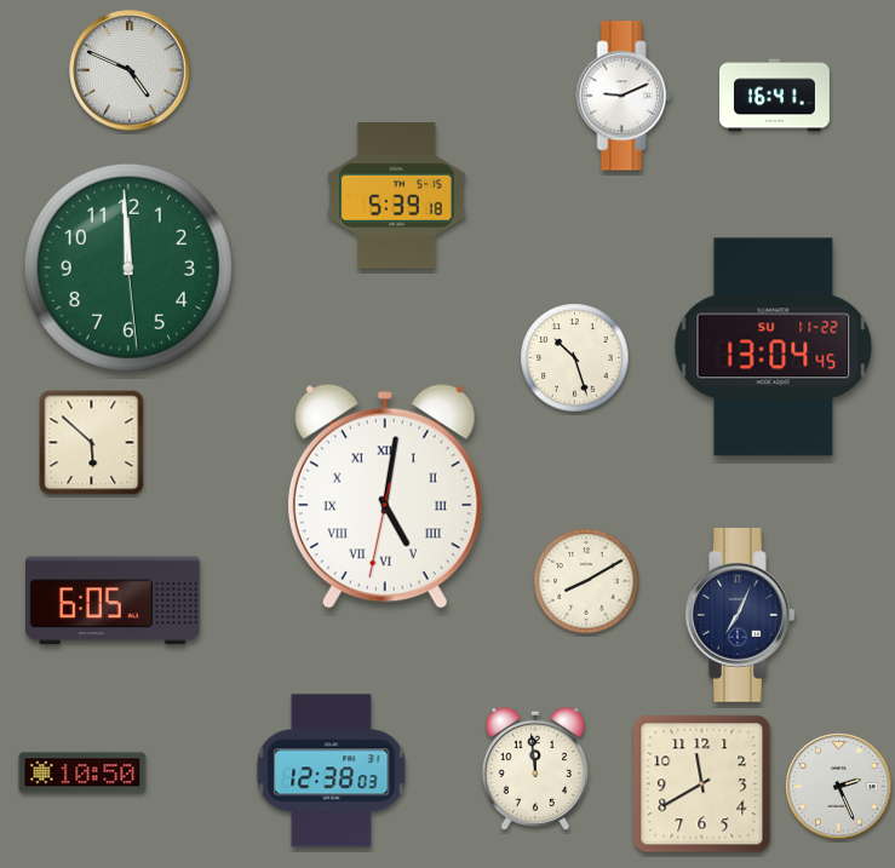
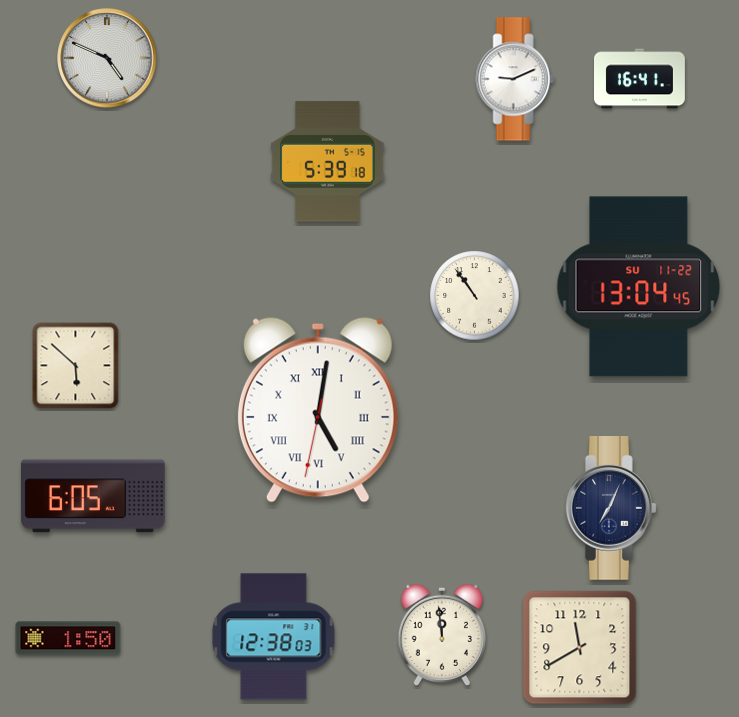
clock at (128, 268): 11:59 -> none
clock at (575, 358): 10:27 -> 10:54
clock at (586, 581): 8:10 -> none
clock at (82, 772): 10:50 -> 1:50
clock at (839, 787): 2:26 -> none
